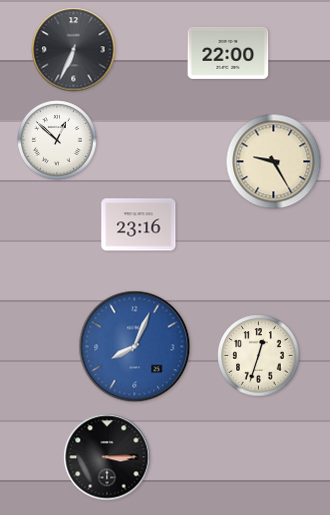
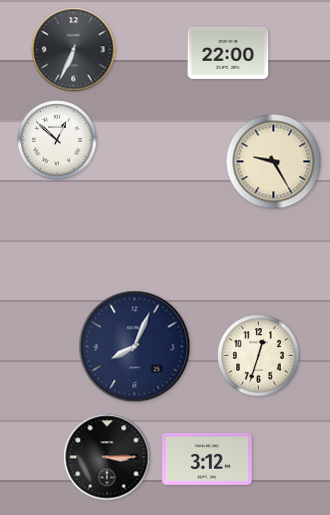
clock at (139, 225): 23:16 -> none
clock at (135, 347) dial: blue -> navy
clock at (207, 459): none -> 3:12
